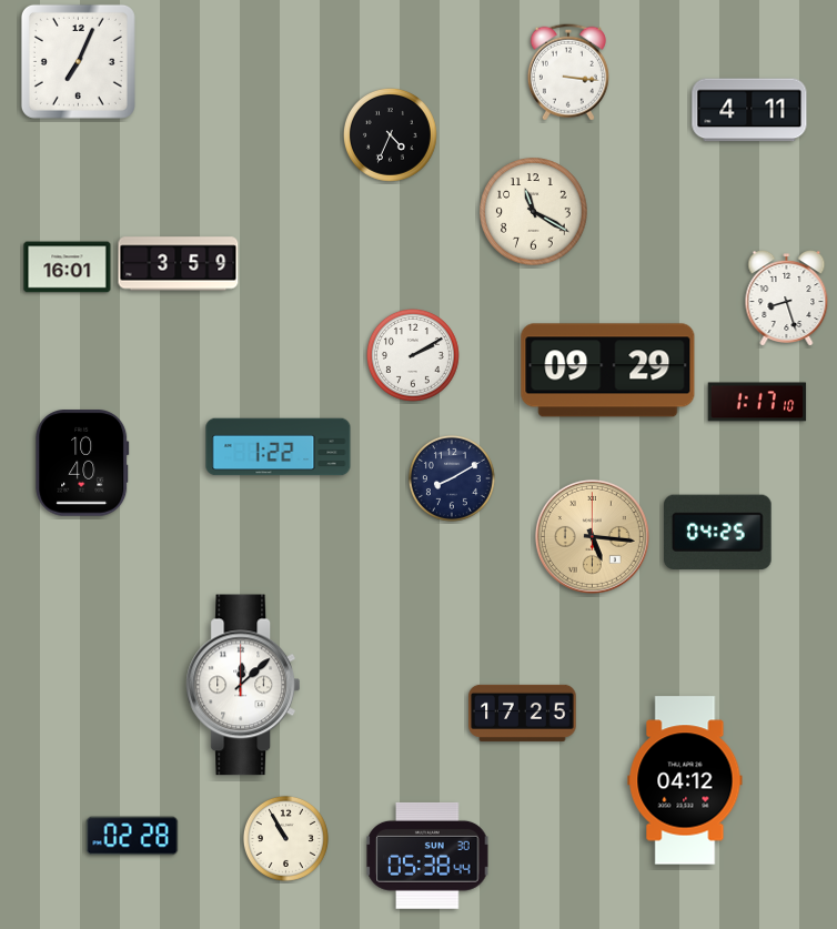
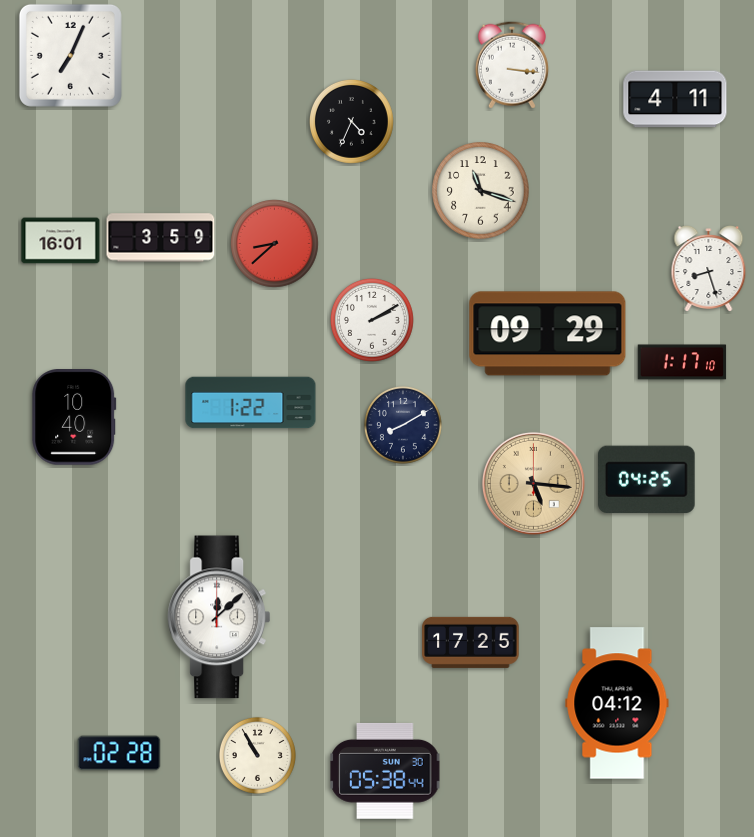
clock at (534, 212): 11:20 -> 11:18
clock at (275, 244): none -> 8:38
clock at (452, 478) position: (452, 478) -> (403, 425)
